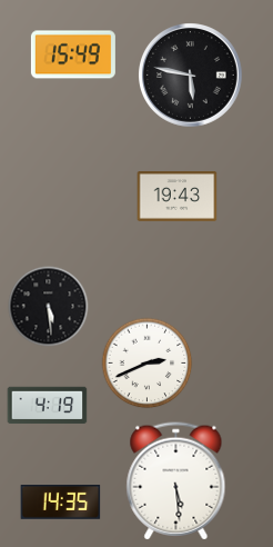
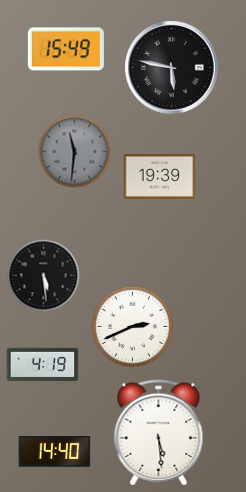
clock at (75, 152): none -> 11:31
clock at (178, 197): 19:43 -> 19:39
clock at (61, 503): 14:35 -> 14:40
